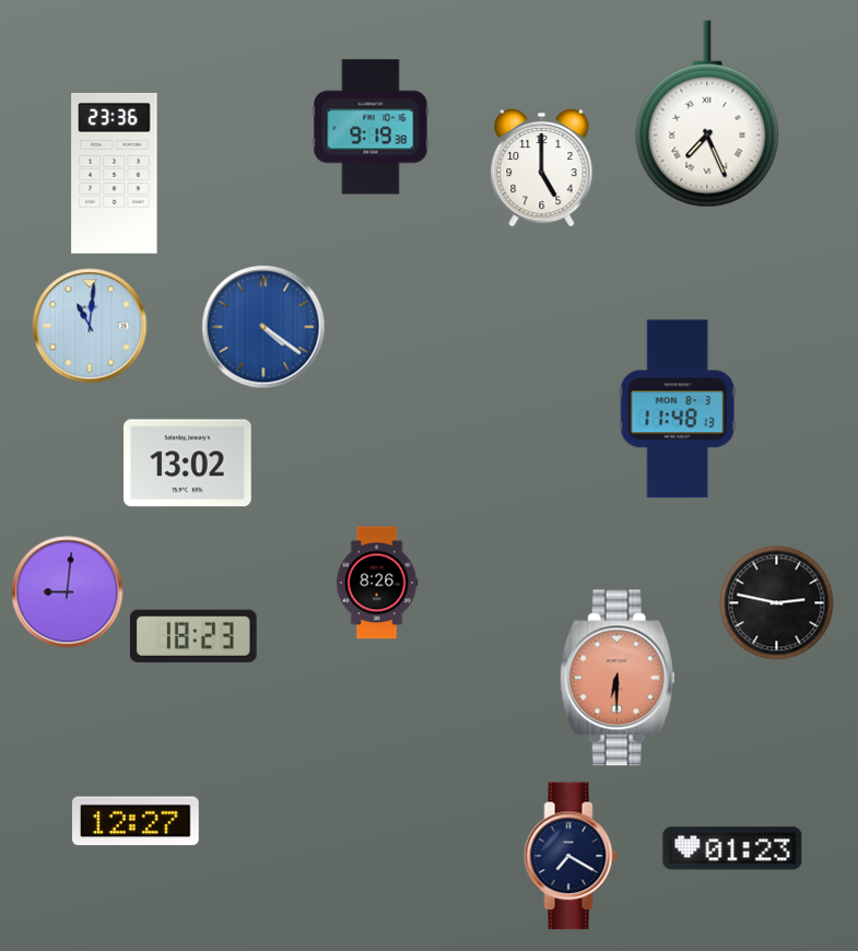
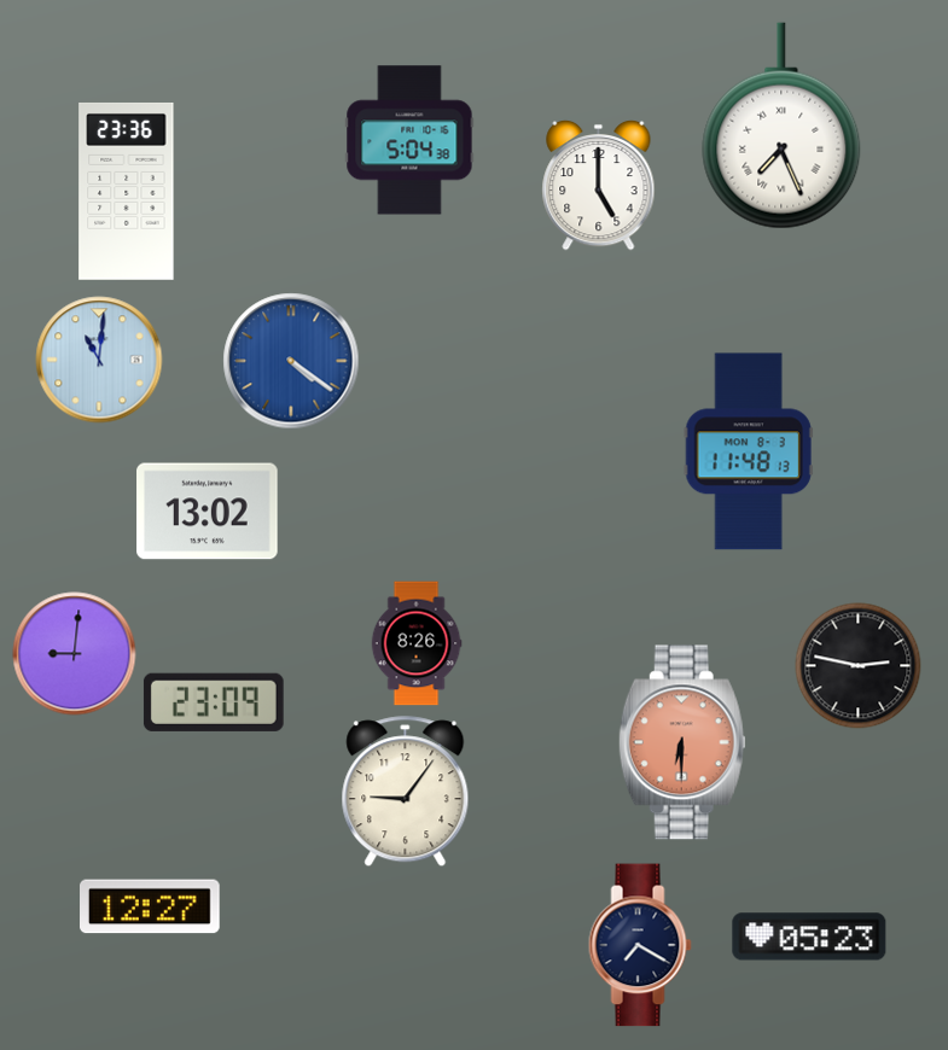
clock at (371, 127): 9:19 -> 5:04
clock at (193, 636): 18:23 -> 23:09
clock at (618, 678) position: (618, 678) -> (682, 742)
clock at (406, 792): none -> 9:06
clock at (732, 848): 01:23 -> 05:23
clock at (571, 856) position: (571, 856) -> (640, 945)
